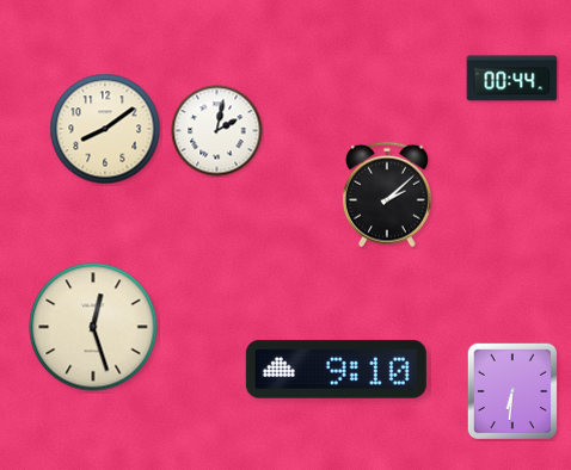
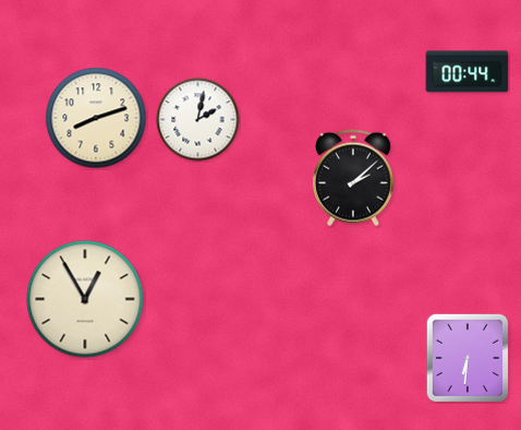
clock at (105, 129): 8:09 -> 8:12
clock at (93, 327): 12:27 -> 12:55
clock at (336, 369): 9:10 -> none
